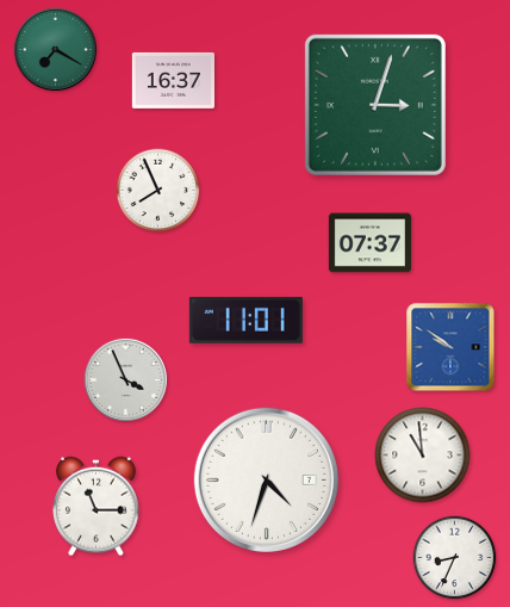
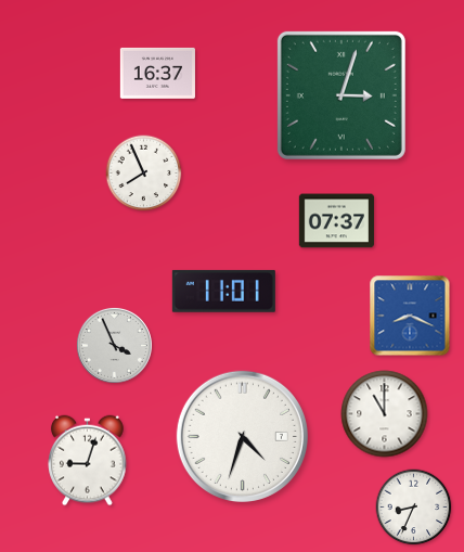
clock at (55, 49): 7:20 -> none
clock at (450, 347): 9:51 -> 8:19
clock at (423, 456): 10:59 -> 11:00
clock at (97, 507): 11:15 -> 9:03
